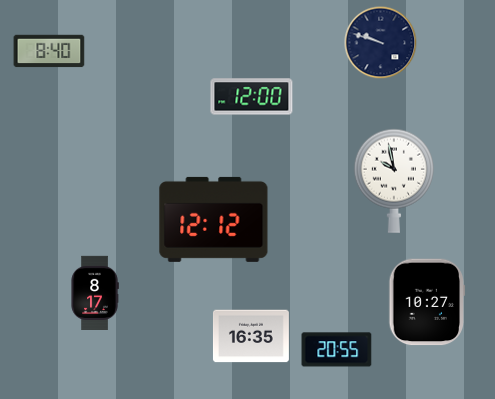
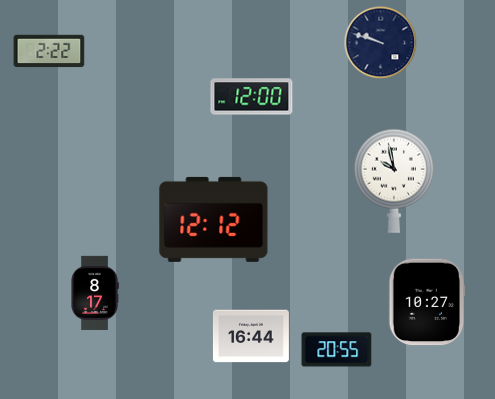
clock at (49, 51): 8:40 -> 2:22
clock at (251, 336): 16:35 -> 16:44
